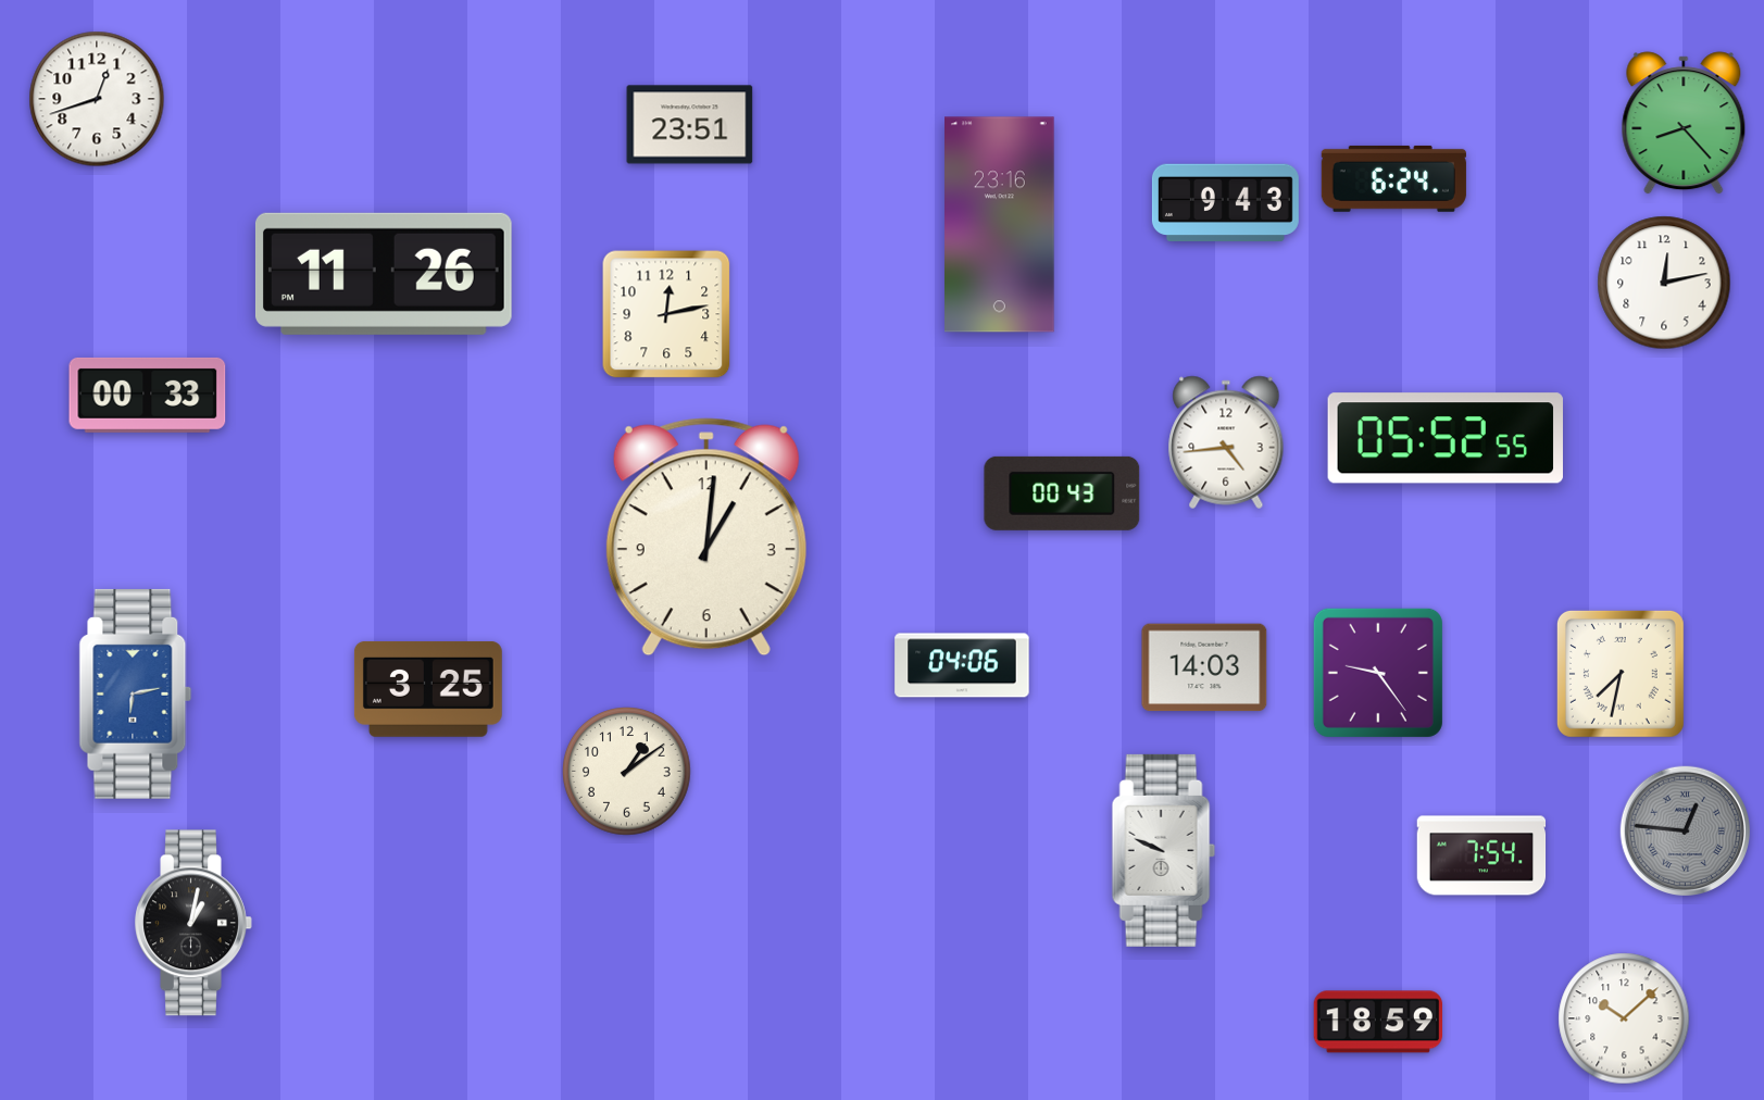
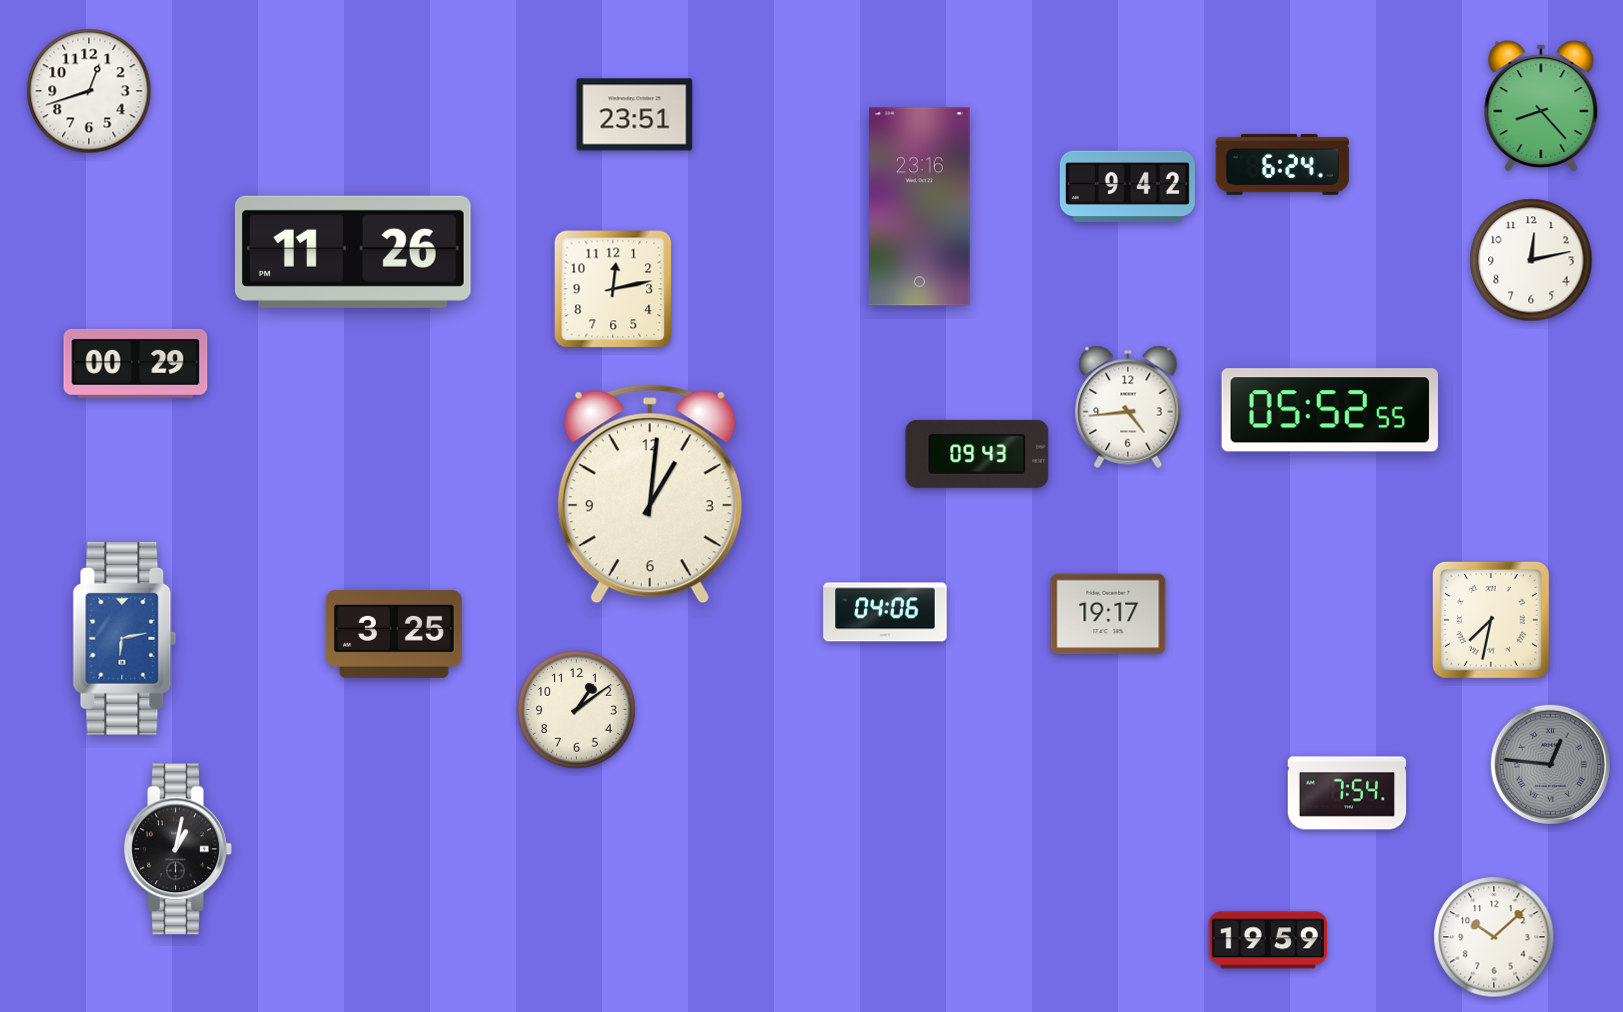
clock at (1684, 123) position: (1684, 123) -> (1541, 106)
clock at (1225, 203): 9:43 -> 9:42
clock at (148, 395): 00:33 -> 00:29
clock at (1446, 438) position: (1446, 438) -> (1330, 410)
clock at (1062, 493): 00:43 -> 09:43
clock at (1204, 667): 14:03 -> 19:17
clock at (1378, 673): 9:24 -> none
clock at (1163, 850): 9:49 -> none
clock at (1481, 855) position: (1481, 855) -> (1347, 793)
clock at (1377, 1022): 18:59 -> 19:59
